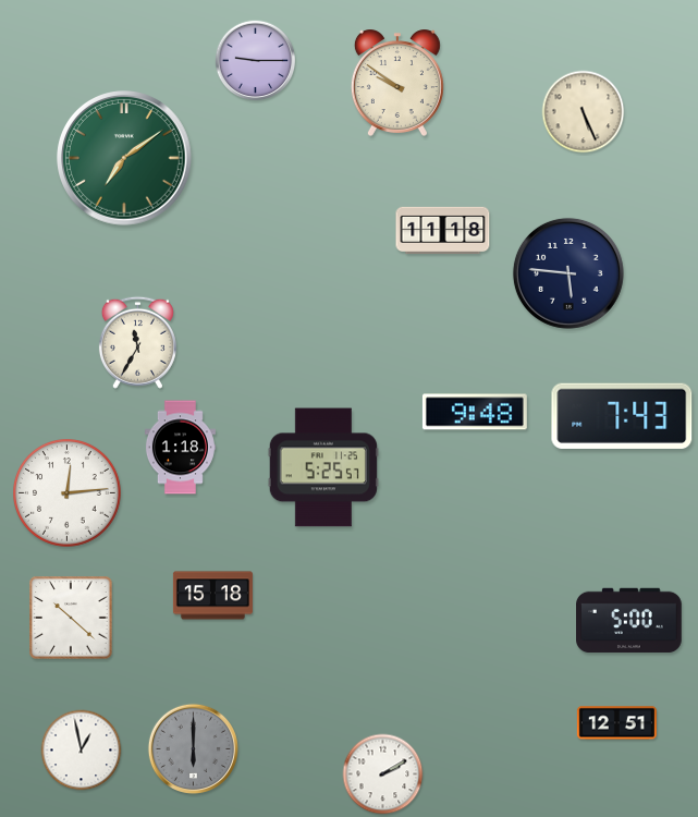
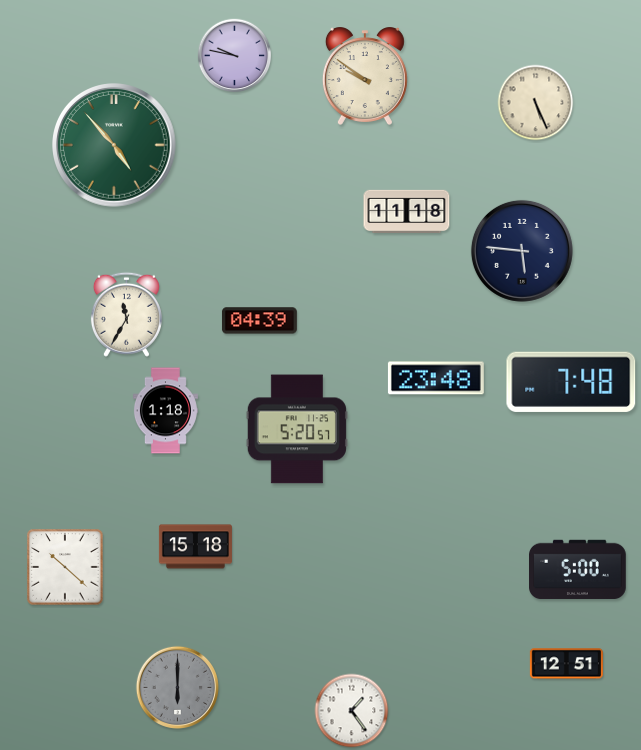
clock at (256, 61): 9:15 -> 9:47
clock at (125, 159): 7:09 -> 4:53
clock at (259, 321): none -> 04:39
clock at (475, 412): 9:48 -> 23:48
clock at (622, 416): 7:43 -> 7:48
clock at (323, 467): 5:25 -> 5:20
clock at (68, 493): 12:14 -> none
clock at (82, 751): 12:58 -> none
clock at (383, 775): 2:10 -> 1:24
